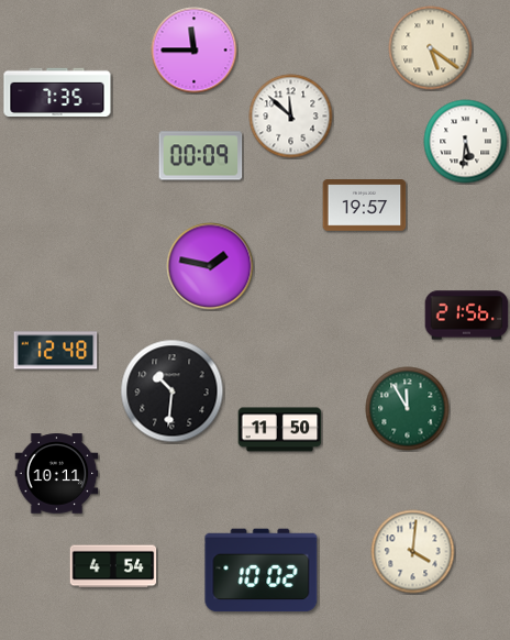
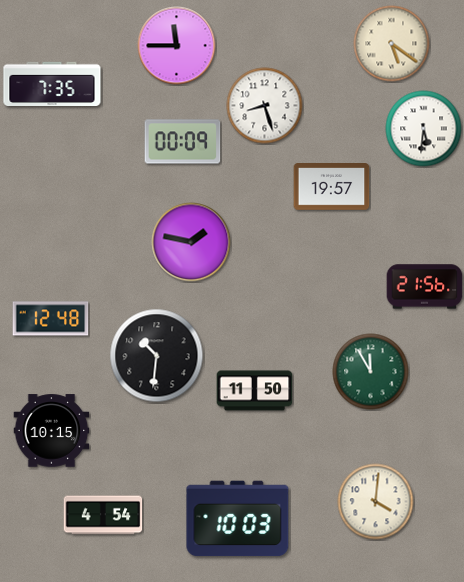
clock at (291, 117): 11:52 -> 8:27
clock at (57, 474): 10:11 -> 10:15
clock at (262, 571): 10:02 -> 10:03
